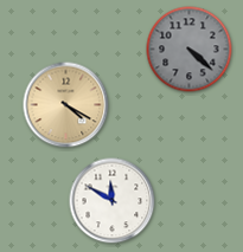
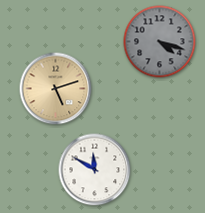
clock at (190, 50): 4:22 -> 4:18
clock at (66, 105): 4:20 -> 5:12
